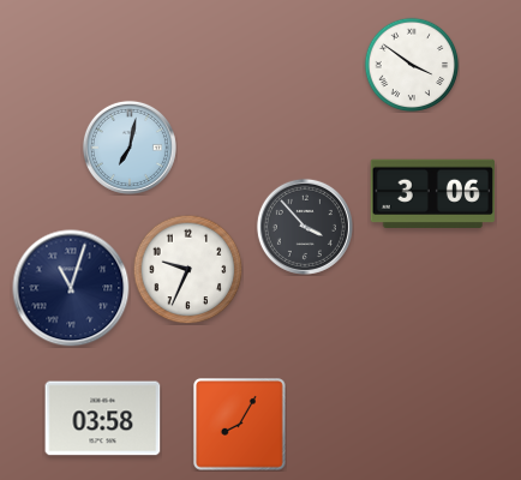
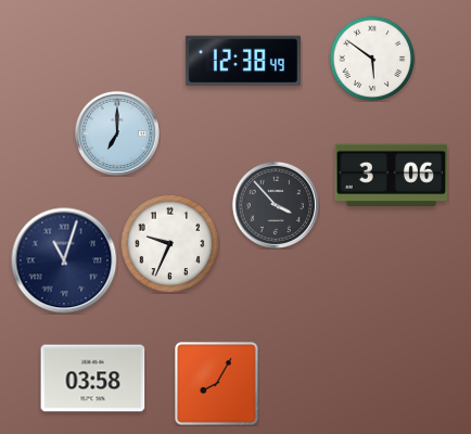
clock at (412, 65): 3:51 -> 5:51
clock at (243, 61): none -> 12:38
clock at (130, 148): 7:02 -> 7:00
